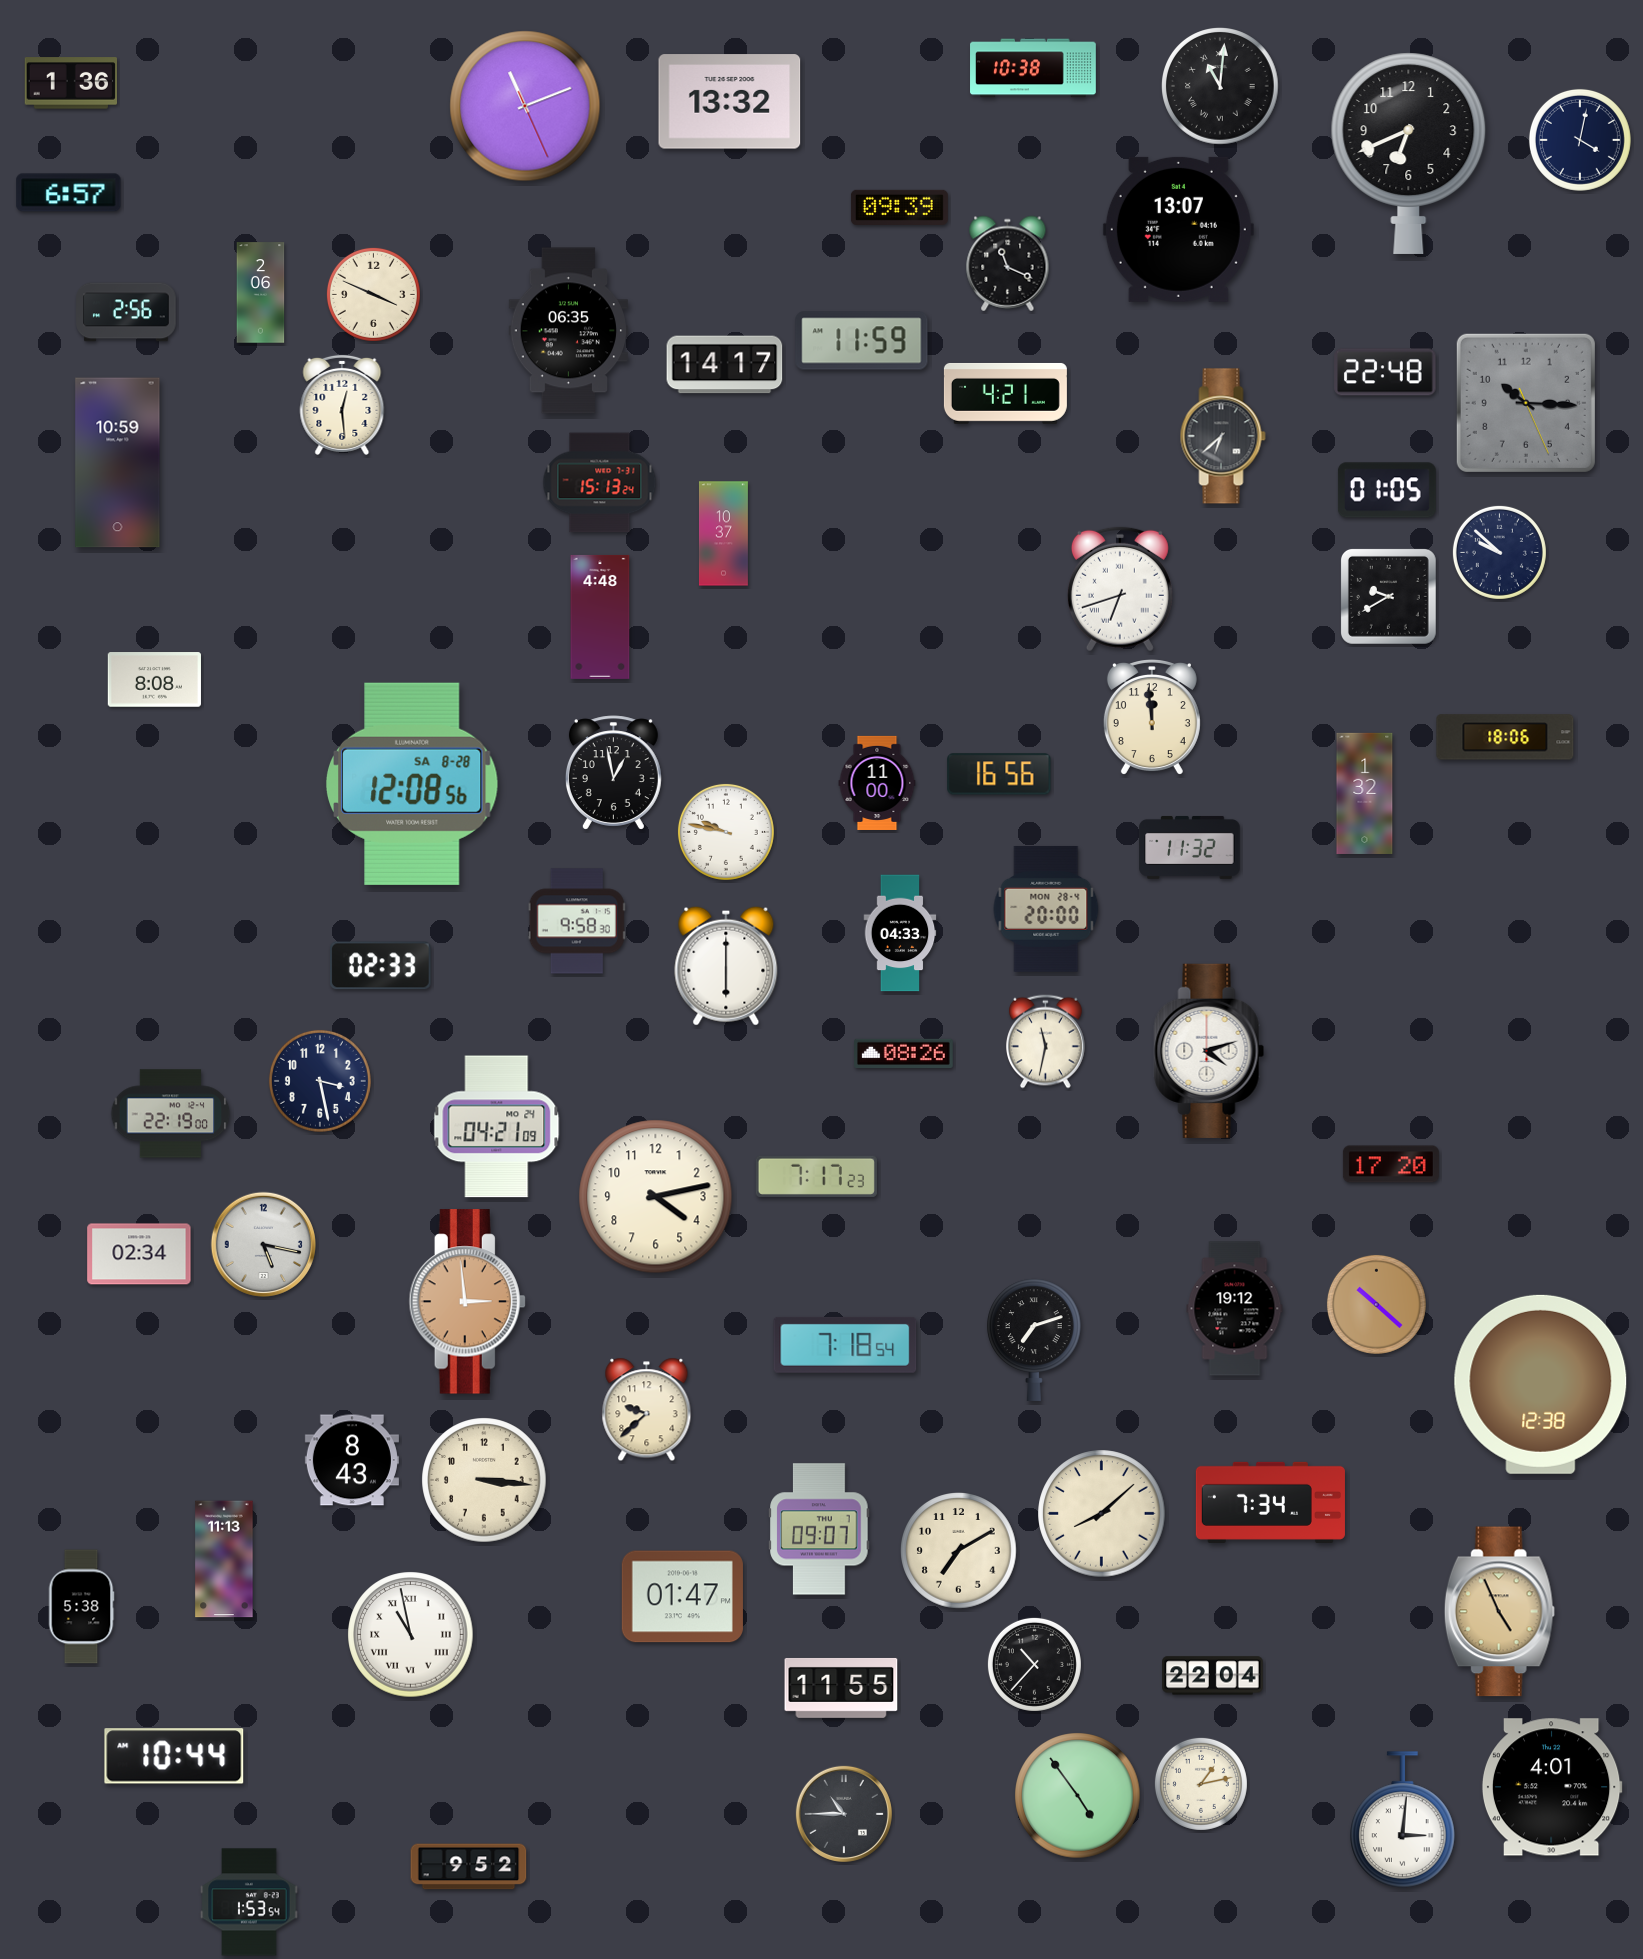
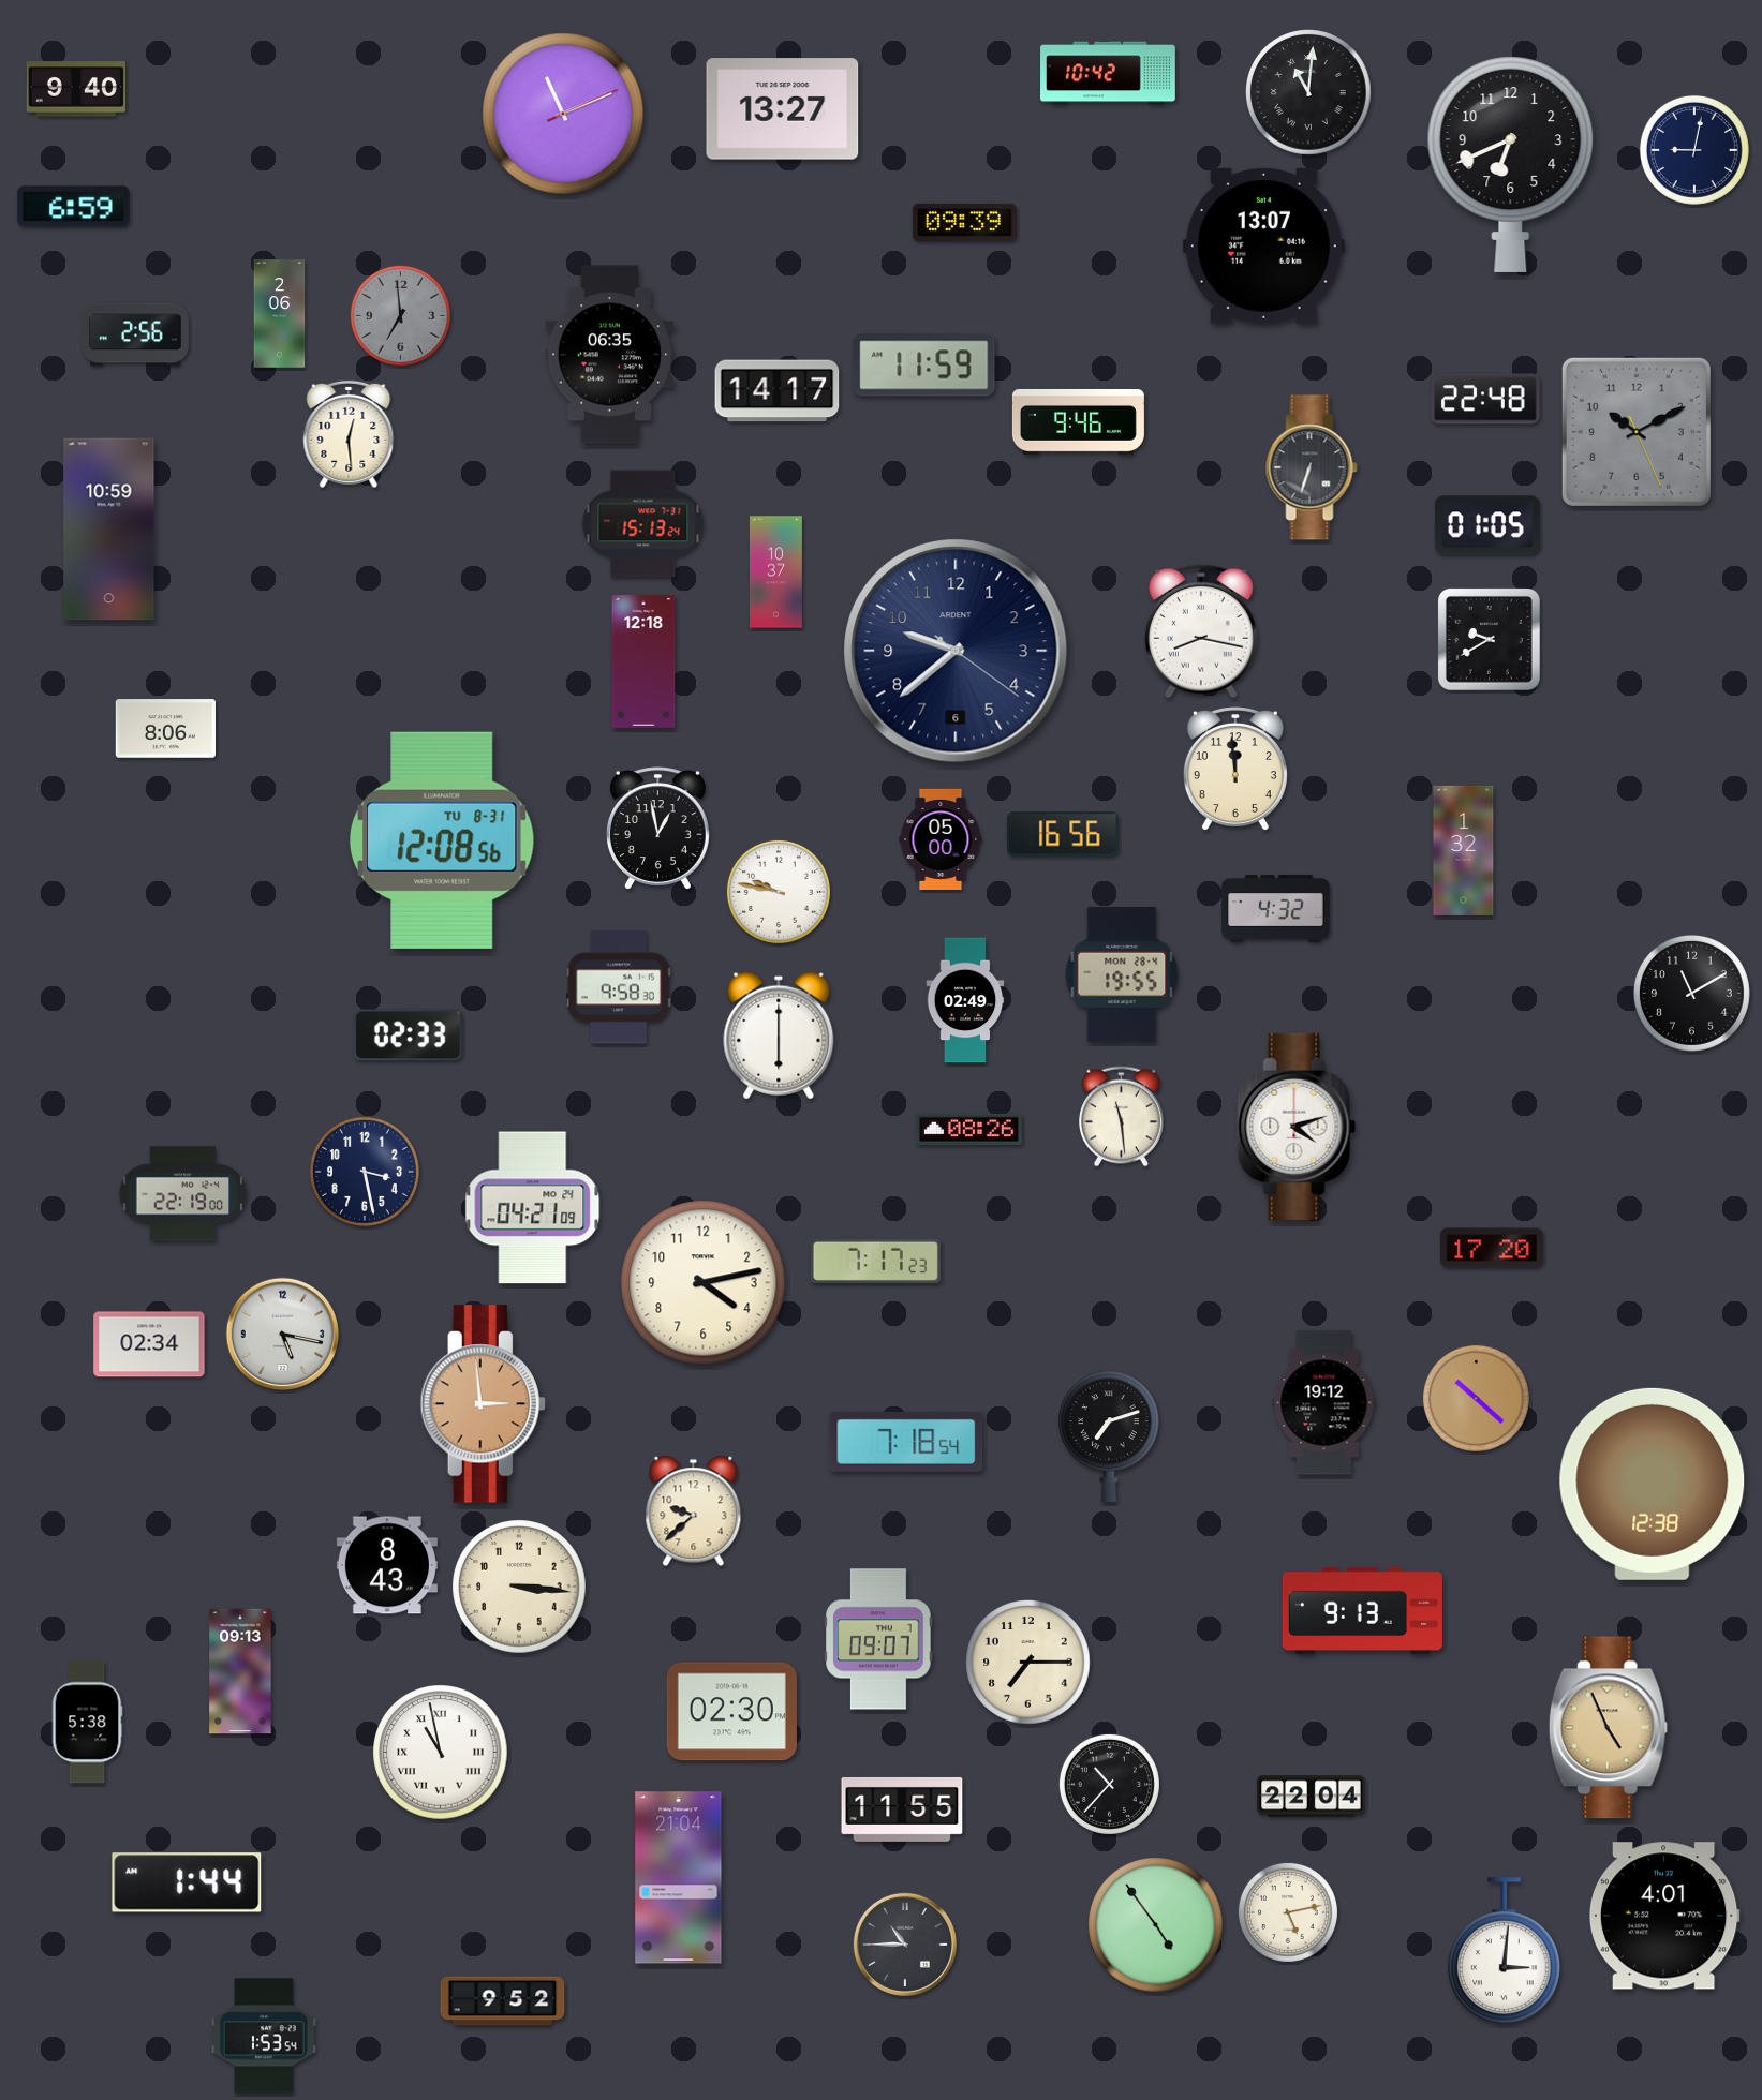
clock at (1033, 68): 10:38 -> 10:42
clock at (70, 83): 1:36 -> 9:40
clock at (730, 102): 13:32 -> 13:27
clock at (525, 106): 11:11:26 -> 11:11:11
clock at (1580, 140): 4:02 -> 9:02
clock at (69, 193): 6:57 -> 6:59
clock at (1008, 264): 11:19 -> none
clock at (373, 294): 3:49 -> 6:59
clock at (373, 294) dial: cream -> grey
clock at (1005, 393): 4:21 -> 9:46
clock at (1526, 403): 10:15 -> 10:10
clock at (342, 405) position: (342, 405) -> (349, 434)
clock at (1223, 436): 6:38 -> 6:33
clock at (118, 463) position: (118, 463) -> (109, 530)
clock at (600, 483) position: (600, 483) -> (643, 524)
clock at (1499, 552): 9:52 -> none
clock at (1120, 589): 6:42 -> 8:17
clock at (956, 651): none -> 9:38
clock at (600, 617): 4:48 -> 12:18
clock at (154, 680): 8:08 -> 8:06
clock at (1505, 737): 18:06 -> none
clock at (999, 774) position: (999, 774) -> (1063, 834)
clock at (877, 783): 11:00 -> 05:00
clock at (412, 784) date: SA 8-28 -> TU 8-31
clock at (1190, 848): 11:32 -> 4:32
clock at (1046, 909): 20:00 -> 19:55
clock at (1691, 993): none -> 11:10
clock at (900, 933): 04:33 -> 02:49
clock at (1046, 1042): 11:32 -> 11:29
clock at (320, 1081) position: (320, 1081) -> (365, 1172)
clock at (467, 1302) position: (467, 1302) -> (483, 1404)
clock at (352, 1460) position: (352, 1460) -> (387, 1565)
clock at (1270, 1502): 7:34 -> 9:13
clock at (1102, 1514): 8:08 -> none
clock at (959, 1551): 7:10 -> 7:15
clock at (224, 1559): 11:13 -> 09:13
clock at (682, 1597): 01:47 -> 02:30
clock at (1213, 1676) position: (1213, 1676) -> (1312, 1797)
clock at (679, 1878): none -> 21:04
clock at (174, 1756): 10:44 -> 1:44
clock at (1201, 1784): 1:13 -> 5:13
clock at (249, 1902) position: (249, 1902) -> (264, 2036)
